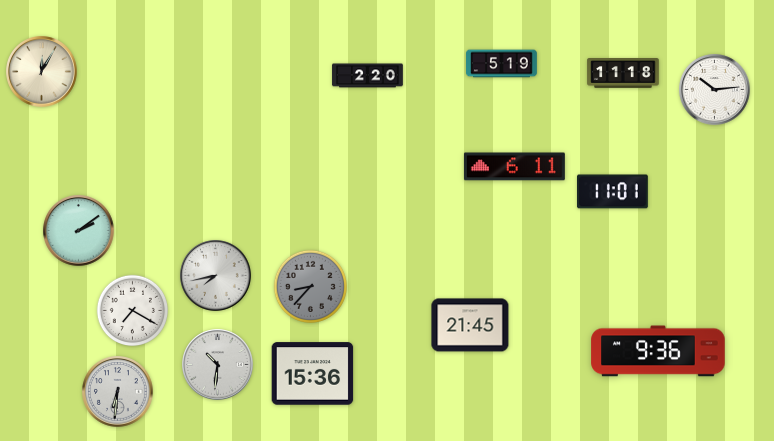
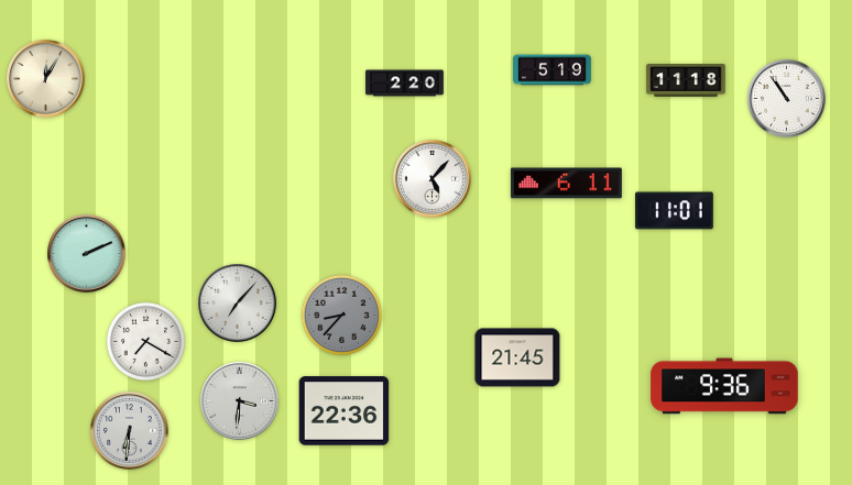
clock at (715, 90): 10:14 -> 10:54
clock at (433, 179): none -> 5:07
clock at (79, 231): 2:09 -> 2:11
clock at (216, 276): 7:43 -> 7:07
clock at (218, 365): 10:31 -> 3:31
clock at (313, 374): 15:36 -> 22:36
